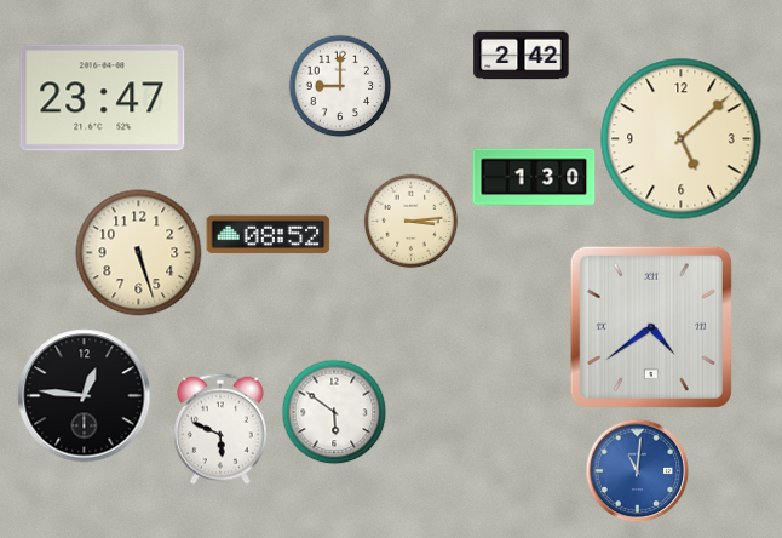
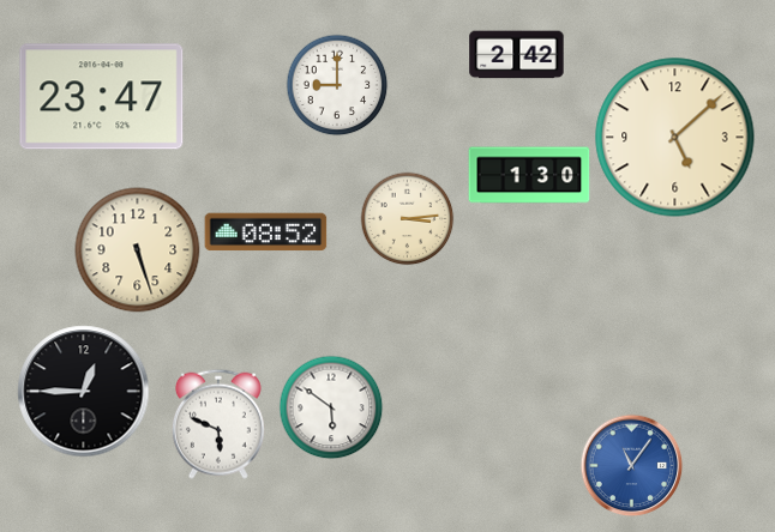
clock at (651, 327): 4:39 -> none
clock at (85, 396): 12:46 -> 12:45
clock at (637, 470): 11:01 -> 11:06
